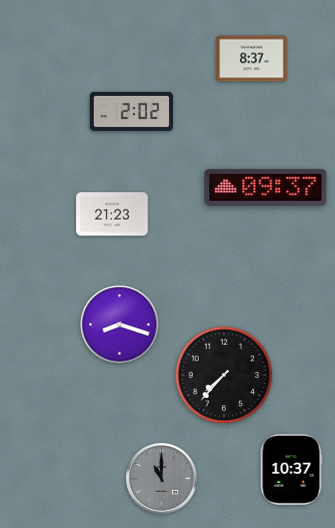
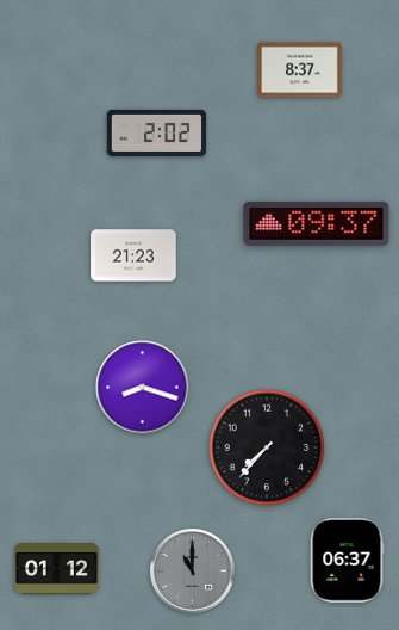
clock at (291, 470): 10:37 -> 06:37
clock at (57, 569): none -> 01:12
